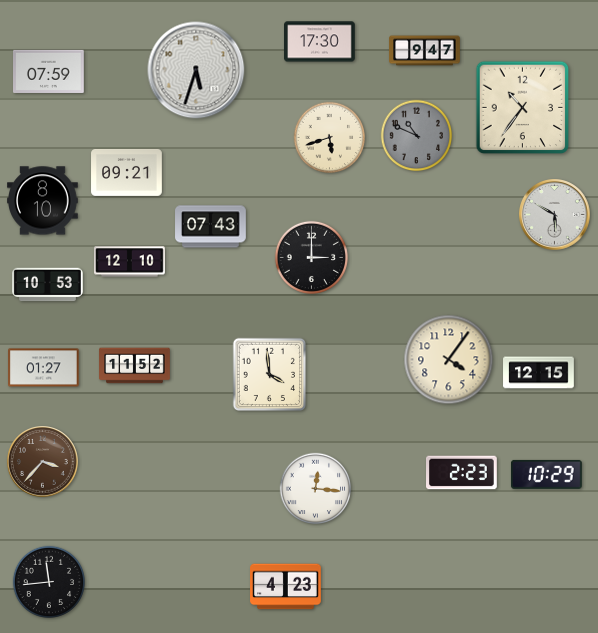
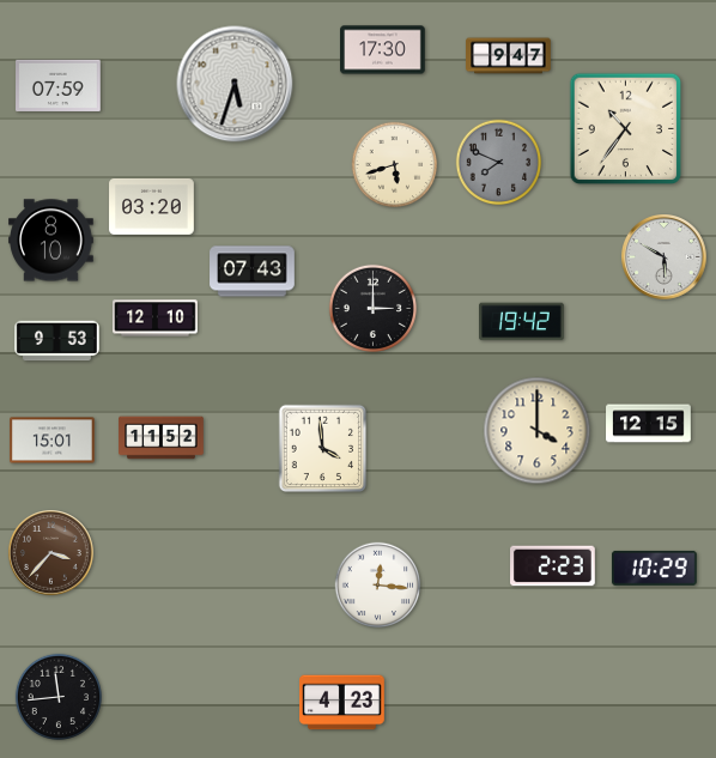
clock at (425, 51) position: (425, 51) -> (509, 56)
clock at (417, 136): 10:49 -> 7:49
clock at (127, 172): 09:21 -> 03:20
clock at (130, 262) position: (130, 262) -> (156, 319)
clock at (522, 322): none -> 19:42
clock at (48, 285): 10:53 -> 9:53
clock at (449, 360): 4:06 -> 4:00
clock at (44, 368): 01:27 -> 15:01
clock at (539, 373) position: (539, 373) -> (649, 424)
